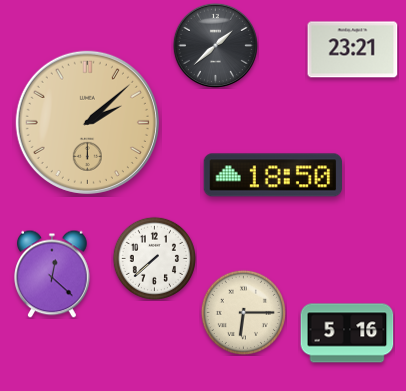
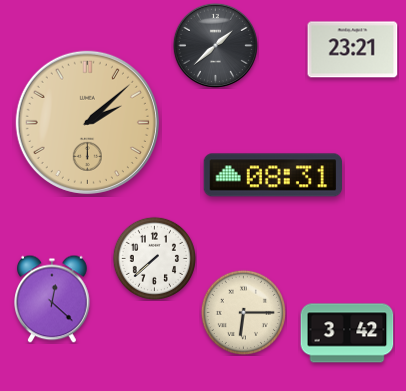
clock at (273, 175): 18:50 -> 08:31
clock at (53, 274) position: (53, 274) -> (53, 299)
clock at (347, 333): 5:16 -> 3:42
